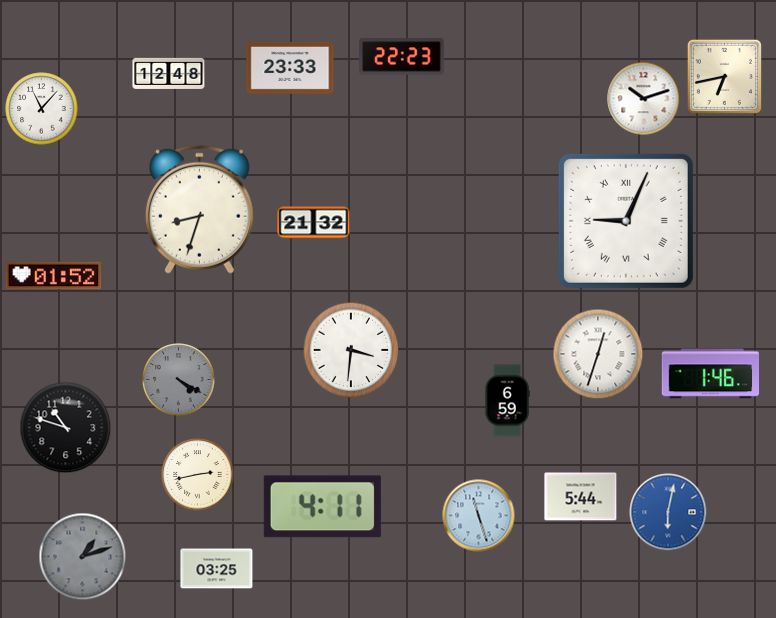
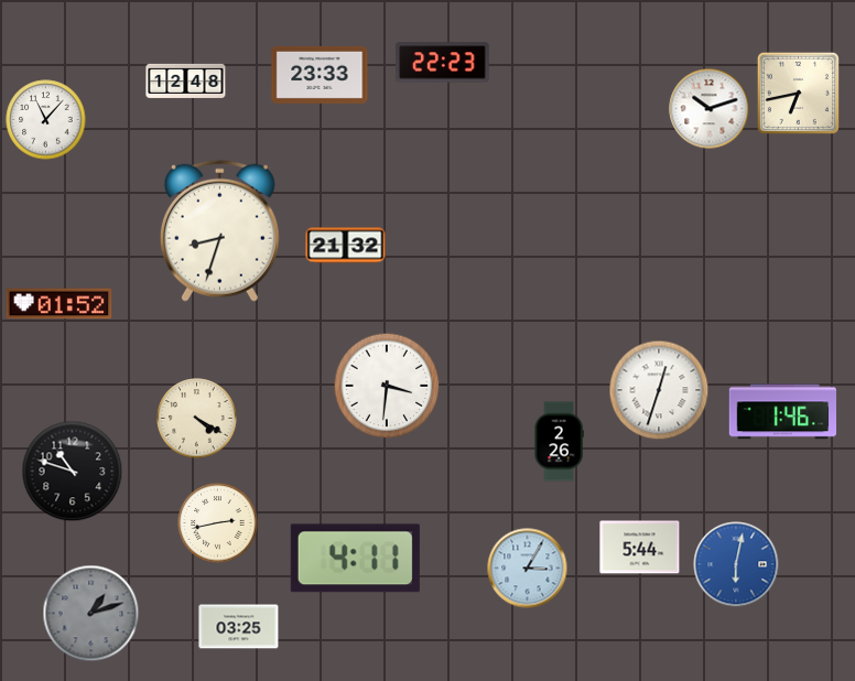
clock at (724, 76) position: (724, 76) -> (798, 93)
clock at (626, 221): 9:04 -> none
clock at (179, 380) dial: grey -> cream
clock at (507, 401): 6:59 -> 2:26
clock at (479, 516): 11:27 -> 3:05
